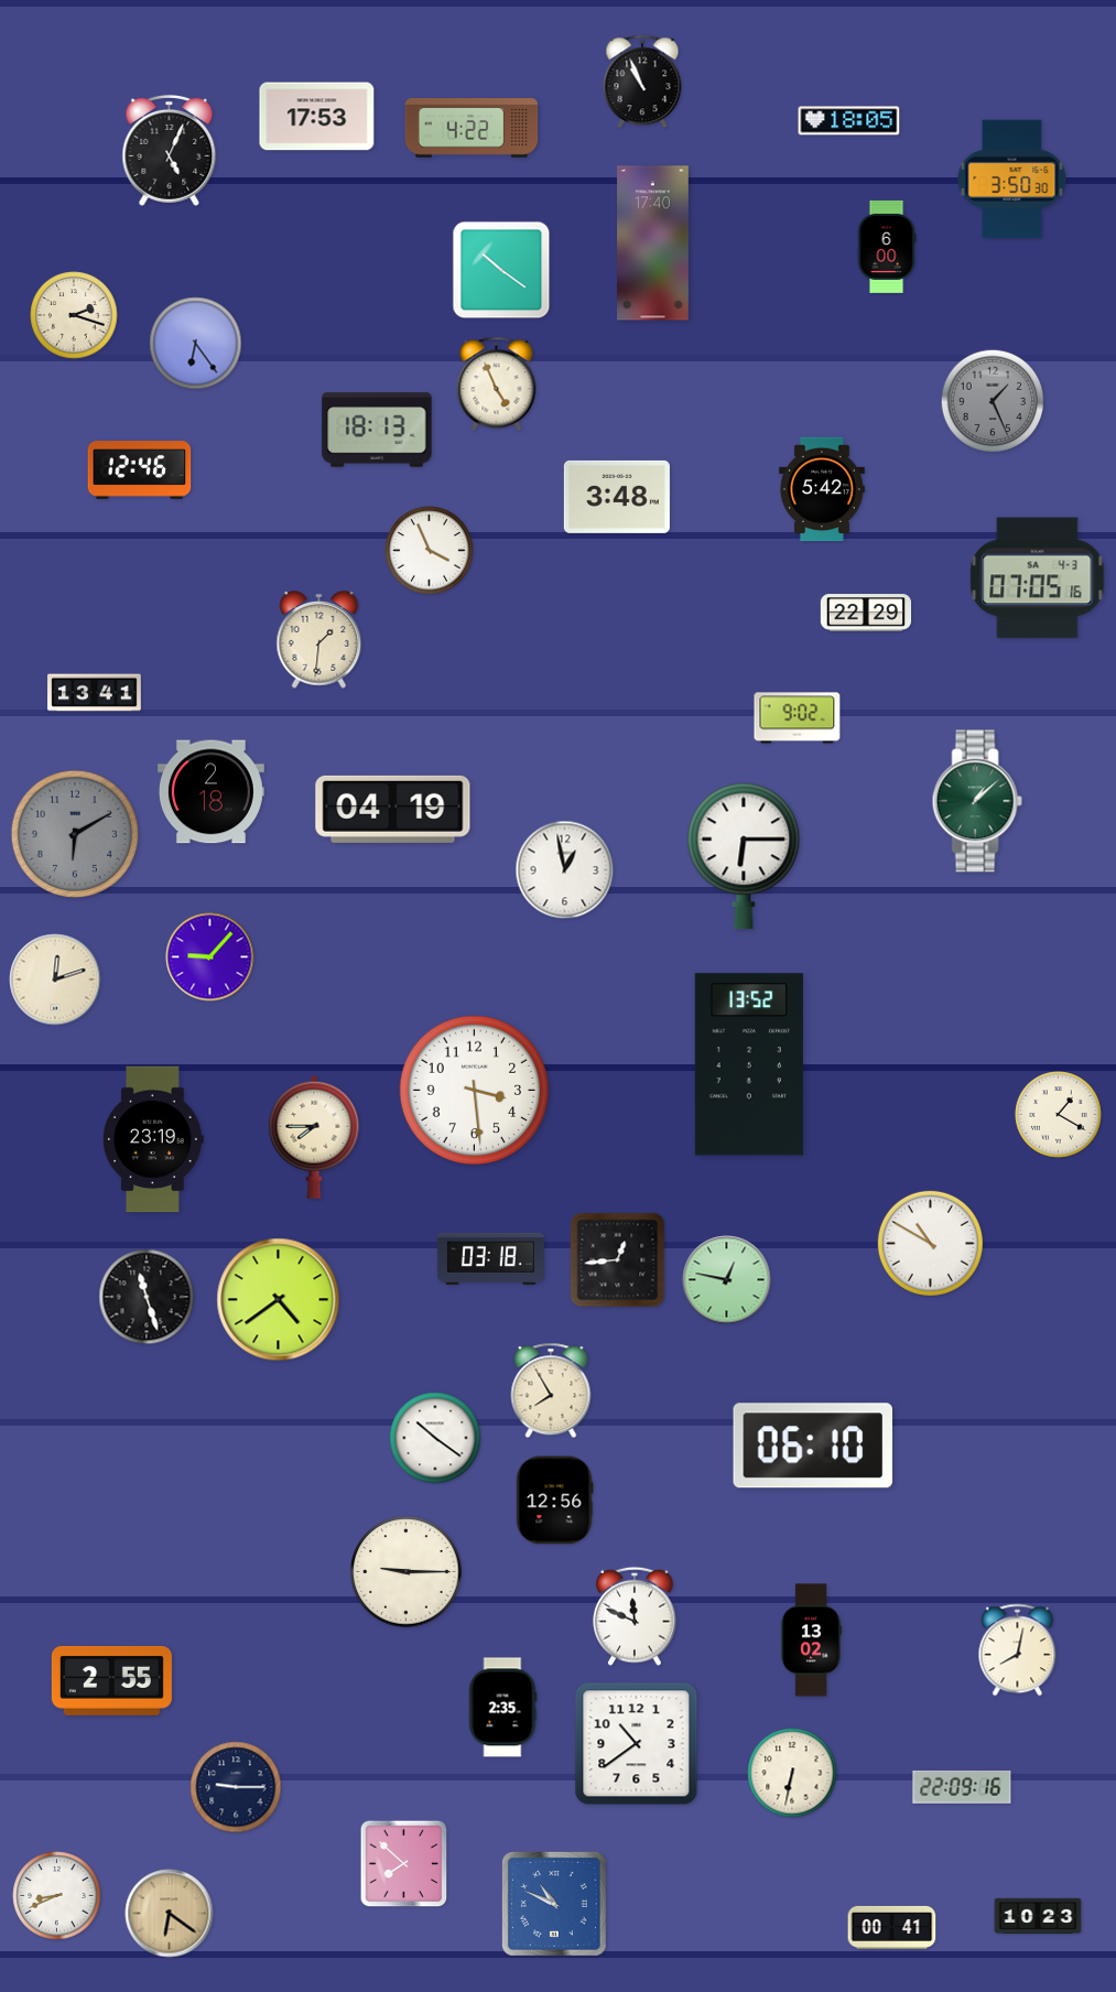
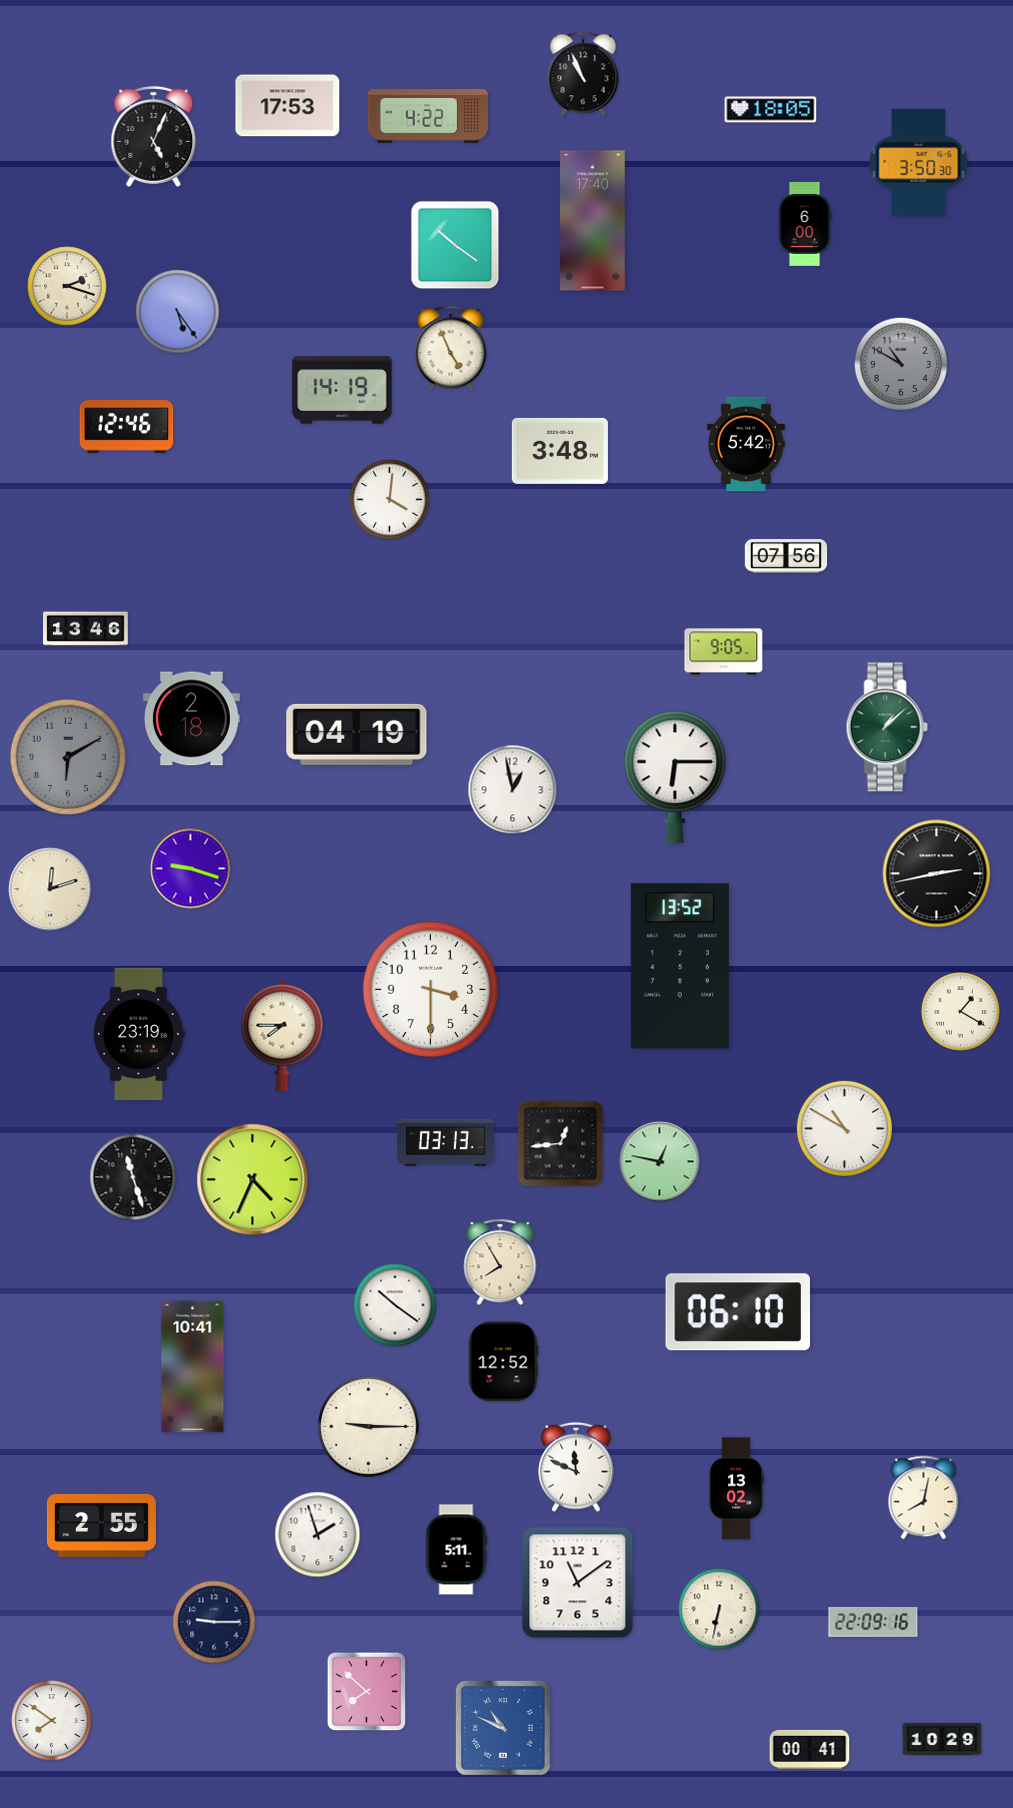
clock at (196, 344): 6:24 -> 5:24
clock at (993, 401): 1:26 -> 10:50
clock at (377, 430): 18:13 -> 14:19
clock at (430, 551): 3:56 -> 4:01
clock at (1038, 578): 07:05 -> none
clock at (866, 613): 22:29 -> 07:56
clock at (319, 640): 1:31 -> none
clock at (95, 693): 13:41 -> 13:46
clock at (798, 718): 9:02 -> 9:05
clock at (210, 957): 9:07 -> 9:18
clock at (937, 874): none -> 2:43
clock at (475, 1091): 3:29 -> 3:30
clock at (314, 1137) position: (314, 1137) -> (282, 1035)
clock at (490, 1258): 03:18 -> 03:13
clock at (279, 1300): 4:39 -> 4:34
clock at (554, 1501): 12:56 -> 12:52
clock at (193, 1367): none -> 10:41
clock at (318, 1535): none -> 1:57
clock at (502, 1708): 2:35 -> 5:11
clock at (637, 1744): 10:39 -> 11:09
clock at (57, 1896): 8:41 -> 7:51
clock at (170, 1914): 6:21 -> none
clock at (1038, 1916): 10:23 -> 10:29
